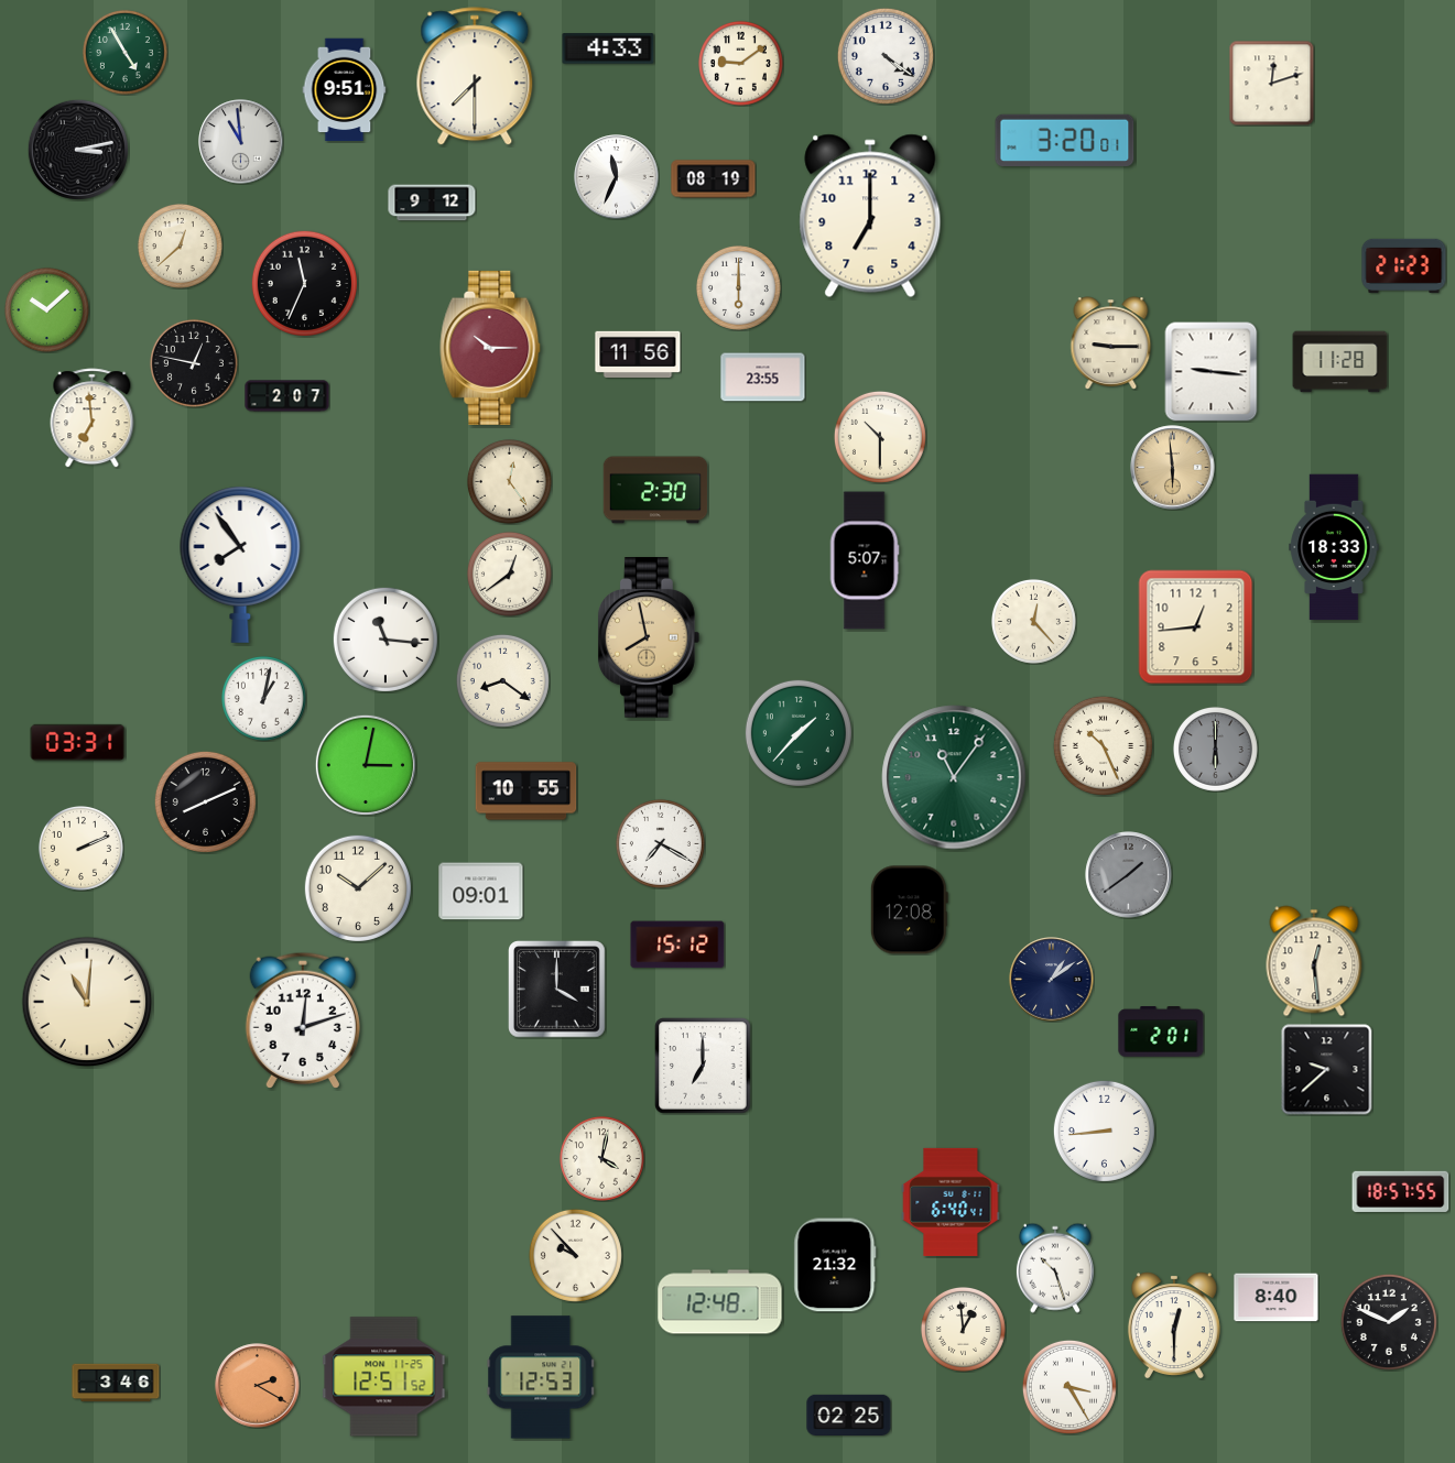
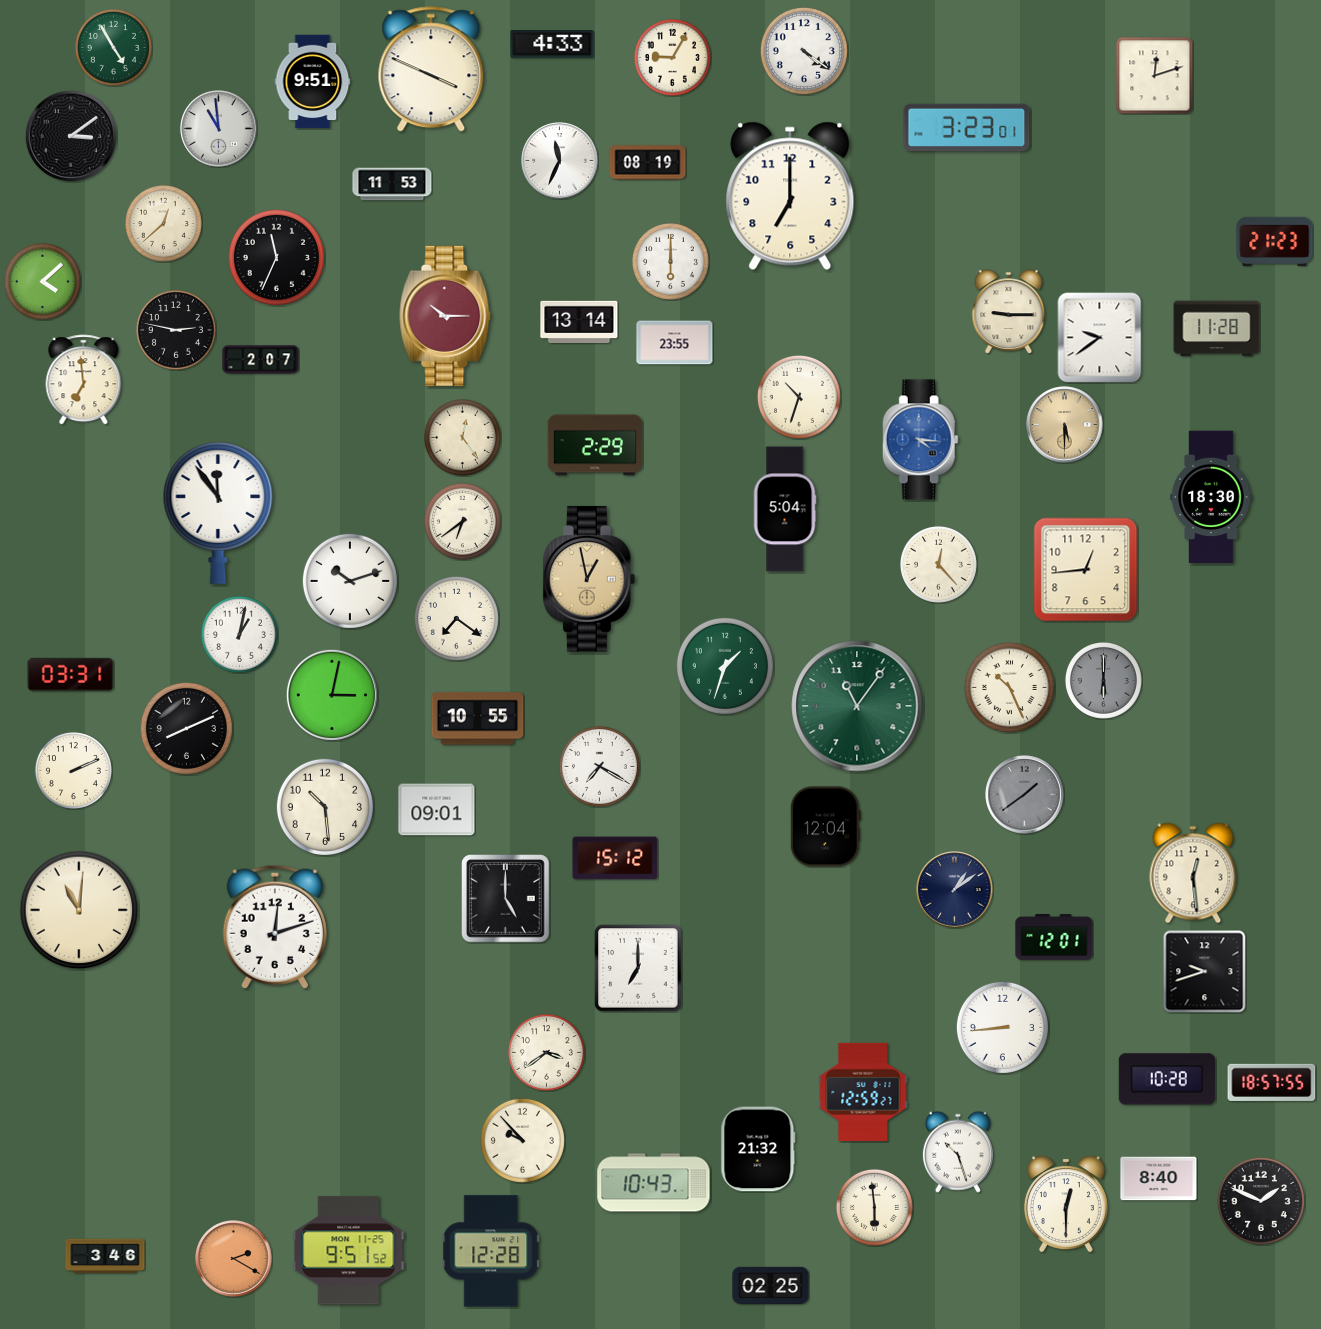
clock at (740, 63): 9:09 -> 9:05
clock at (475, 77): 7:30 -> 3:49
clock at (1065, 140): 3:20 -> 3:23
clock at (78, 150): 3:13 -> 3:09
clock at (432, 203): 9:12 -> 11:53
clock at (46, 309): 10:08 -> 4:08
clock at (638, 353): 11:56 -> 13:14
clock at (194, 363): 12:47 -> 2:47
clock at (1212, 372): 9:16 -> 9:39
clock at (763, 378) position: (763, 378) -> (675, 343)
clock at (880, 437): 10:30 -> 10:33
clock at (1173, 468): 5:59 -> 5:30
clock at (920, 440): none -> 4:16
clock at (655, 490): 2:30 -> 2:29
clock at (1334, 547): 18:33 -> 18:30
clock at (865, 560): 5:07 -> 5:04
clock at (240, 565): 7:54 -> 11:54
clock at (509, 574): 12:39 -> 6:39
clock at (649, 637): 7:58 -> 12:58
clock at (386, 640): 11:16 -> 10:12
clock at (502, 680): 8:21 -> 7:21
clock at (799, 733): 1:37 -> 1:33
clock at (1103, 745) position: (1103, 745) -> (1009, 687)
clock at (954, 777) position: (954, 777) -> (857, 706)
clock at (358, 888): 10:08 -> 10:29
clock at (909, 910): 12:08 -> 12:04
clock at (557, 990): 4:00 -> 5:00
clock at (1161, 1031): 2:01 -> 12:01
clock at (1327, 1070): 9:38 -> 9:42
clock at (601, 1158): 4:02 -> 3:39
clock at (1167, 1079): none -> 10:28
clock at (951, 1202): 6:40 -> 12:59
clock at (720, 1302): 12:48 -> 10:43
clock at (963, 1329): 12:59 -> 5:59
clock at (384, 1377): 12:51 -> 9:51
clock at (541, 1377): 12:53 -> 12:28
clock at (1069, 1387): 3:25 -> none
